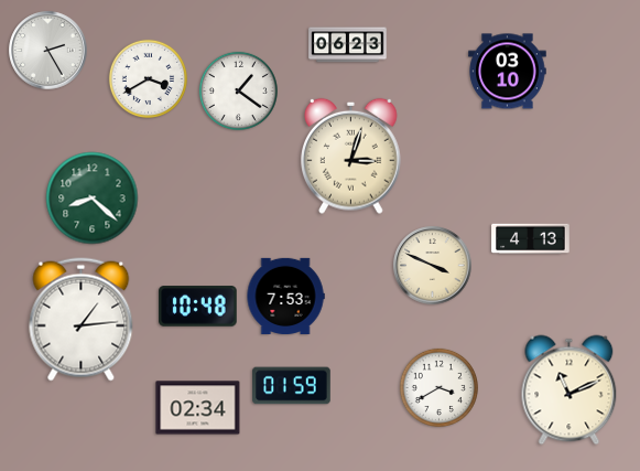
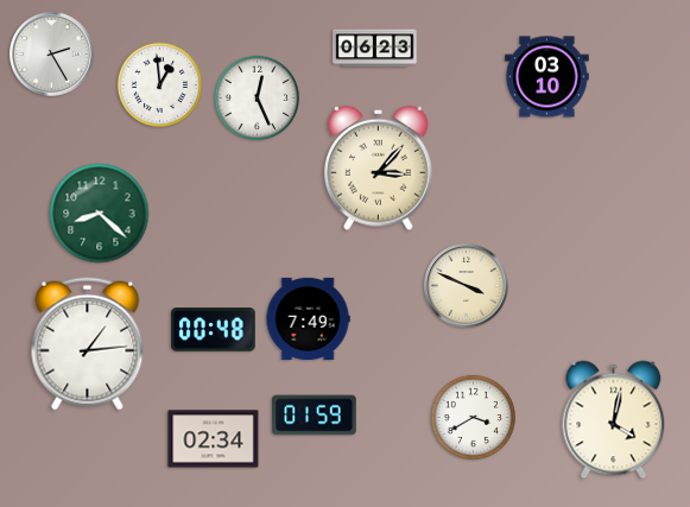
clock at (148, 78): 3:40 -> 12:59
clock at (238, 90): 1:21 -> 12:26
clock at (351, 156): 3:03 -> 3:07
clock at (531, 239): 4:13 -> none
clock at (285, 296): 7:53 -> 7:49
clock at (198, 307): 10:48 -> 00:48
clock at (570, 390): 11:11 -> 4:02
